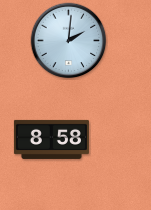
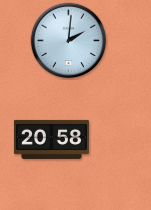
clock at (51, 139): 8:58 -> 20:58
